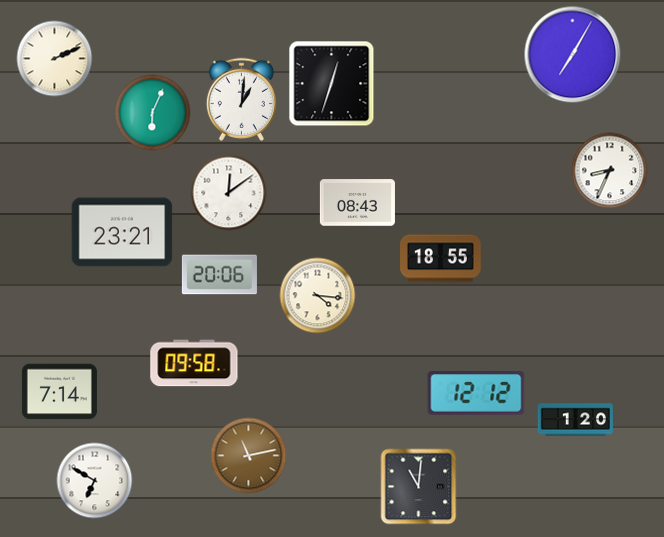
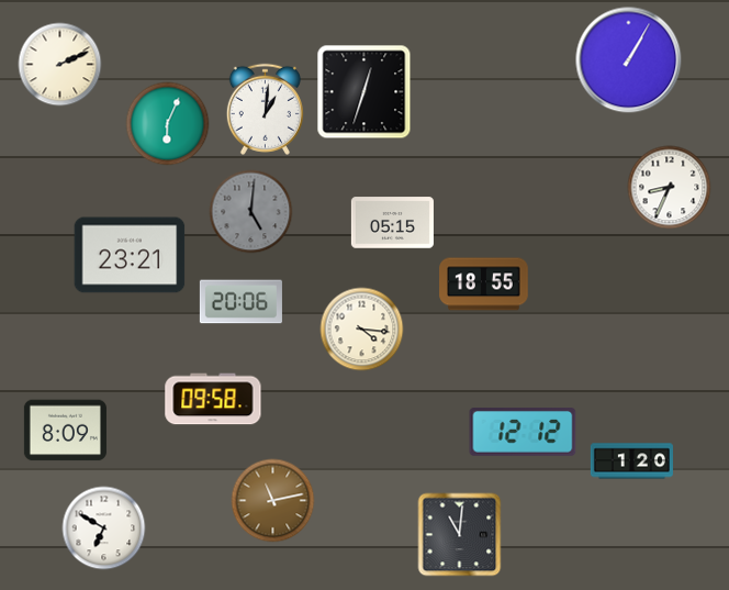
clock at (573, 55): 7:05 -> 1:05
clock at (229, 193): 12:09 -> 5:01
clock at (229, 193) dial: white -> grey
clock at (357, 203): 08:43 -> 05:15
clock at (122, 232) position: (122, 232) -> (130, 255)
clock at (318, 296) position: (318, 296) -> (362, 330)
clock at (59, 392): 7:14 -> 8:09
